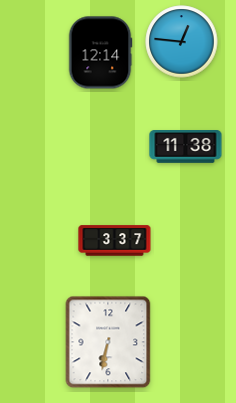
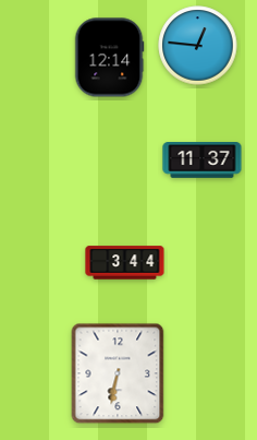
clock at (186, 147): 11:38 -> 11:37
clock at (115, 241): 3:37 -> 3:44
